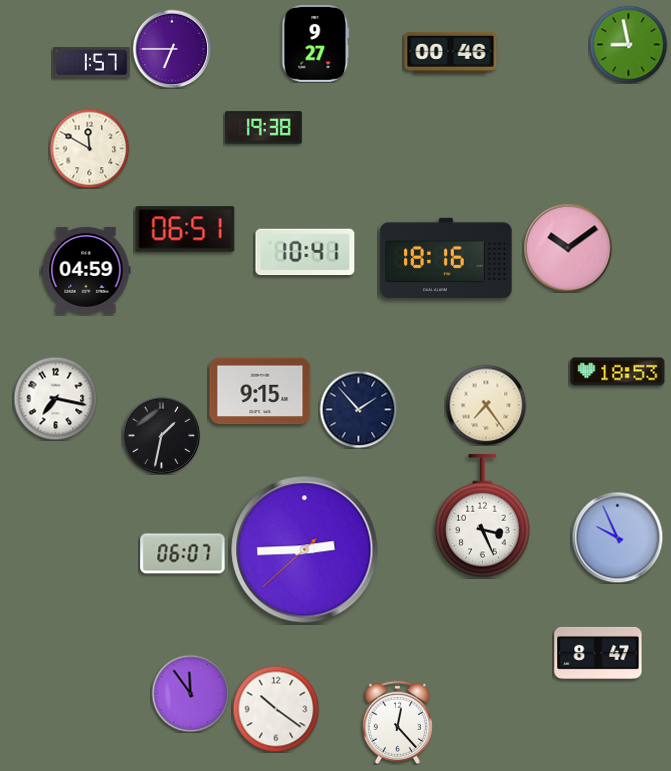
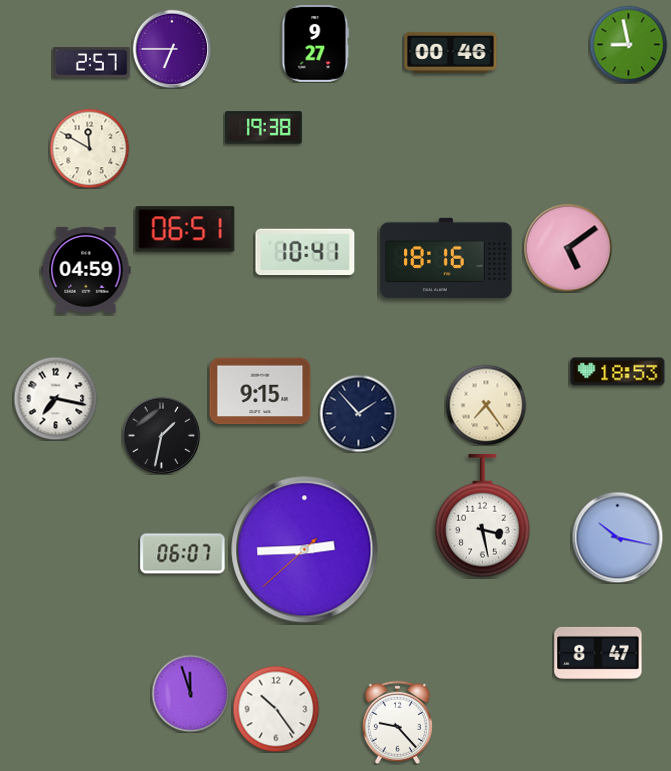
clock at (91, 63): 1:57 -> 2:57
clock at (568, 248): 10:09 -> 5:09
clock at (358, 409) position: (358, 409) -> (358, 413)
clock at (483, 516): 3:26 -> 3:28
clock at (617, 537): 9:56 -> 10:17
clock at (190, 693): 11:54 -> 11:57
clock at (276, 709): 10:21 -> 10:24
clock at (397, 722): 12:23 -> 9:23
